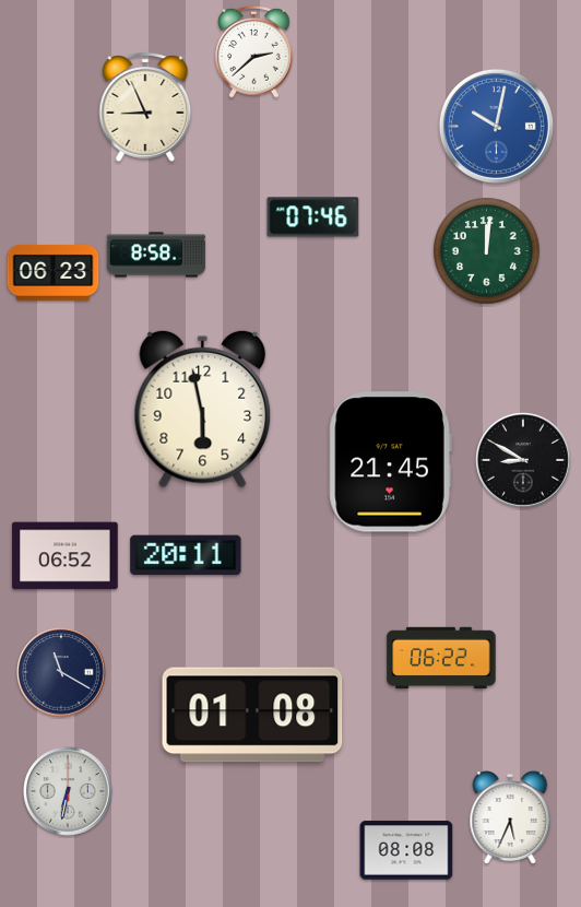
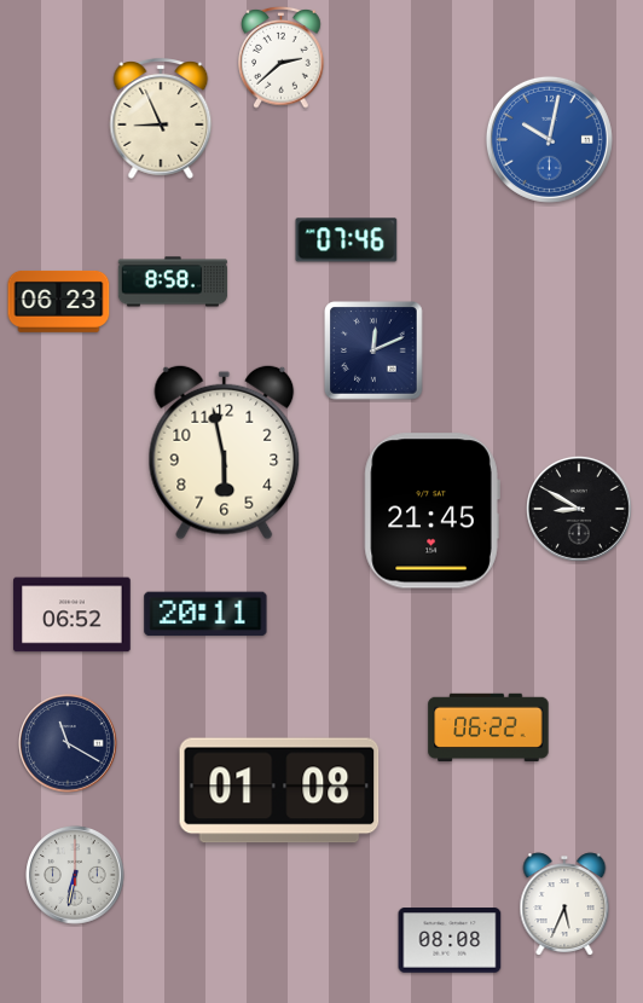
clock at (487, 251): 12:01 -> none
clock at (373, 350): none -> 12:11
